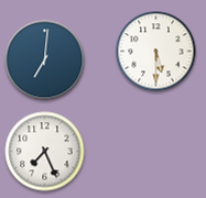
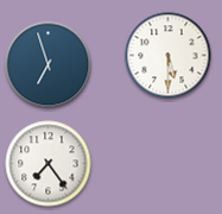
clock at (45, 61): 7:01 -> 6:57
clock at (45, 152): 7:26 -> 7:24
